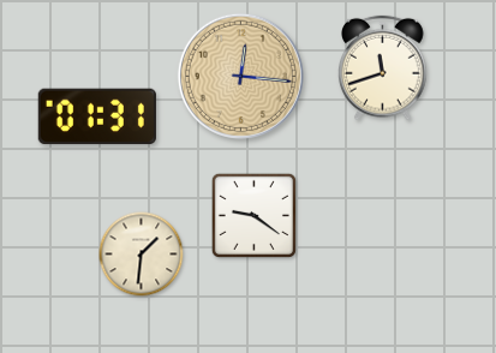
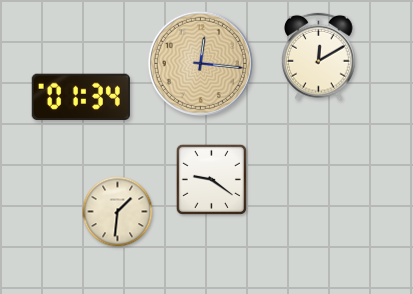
clock at (383, 68): 11:42 -> 12:10
clock at (97, 115): 01:31 -> 01:34
